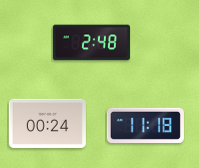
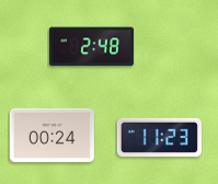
clock at (91, 43) position: (91, 43) -> (91, 47)
clock at (145, 125): 11:18 -> 11:23
